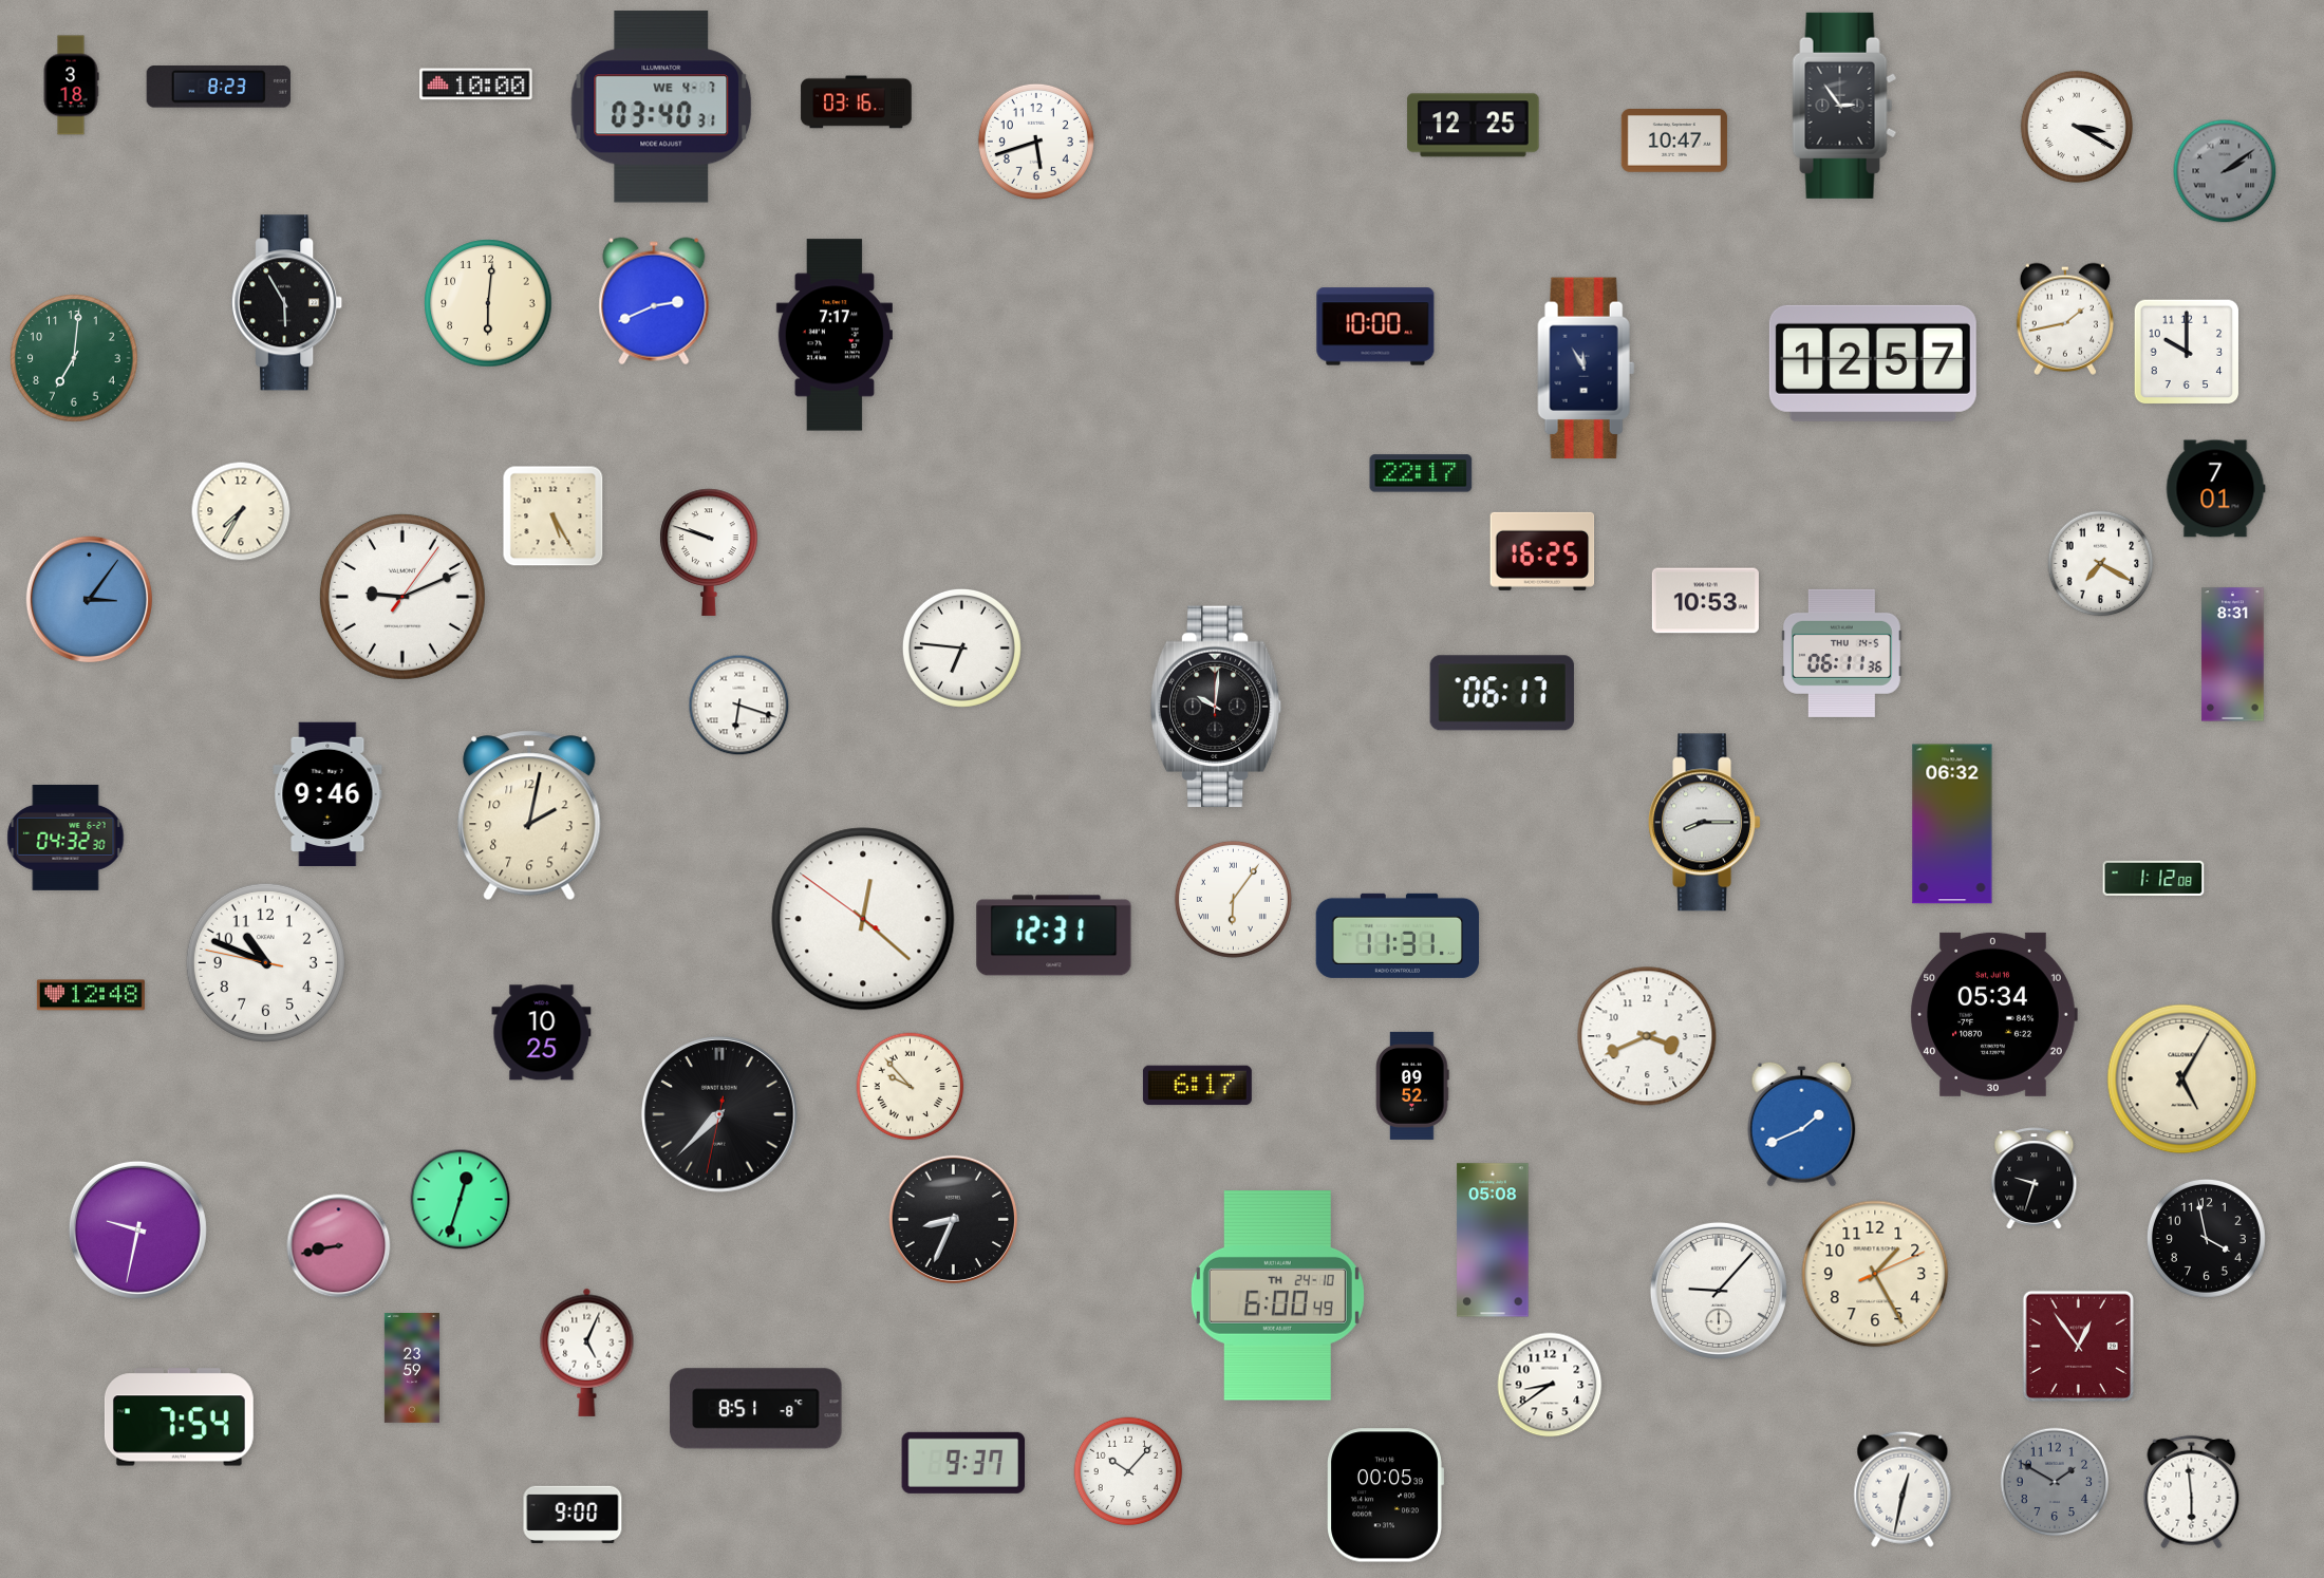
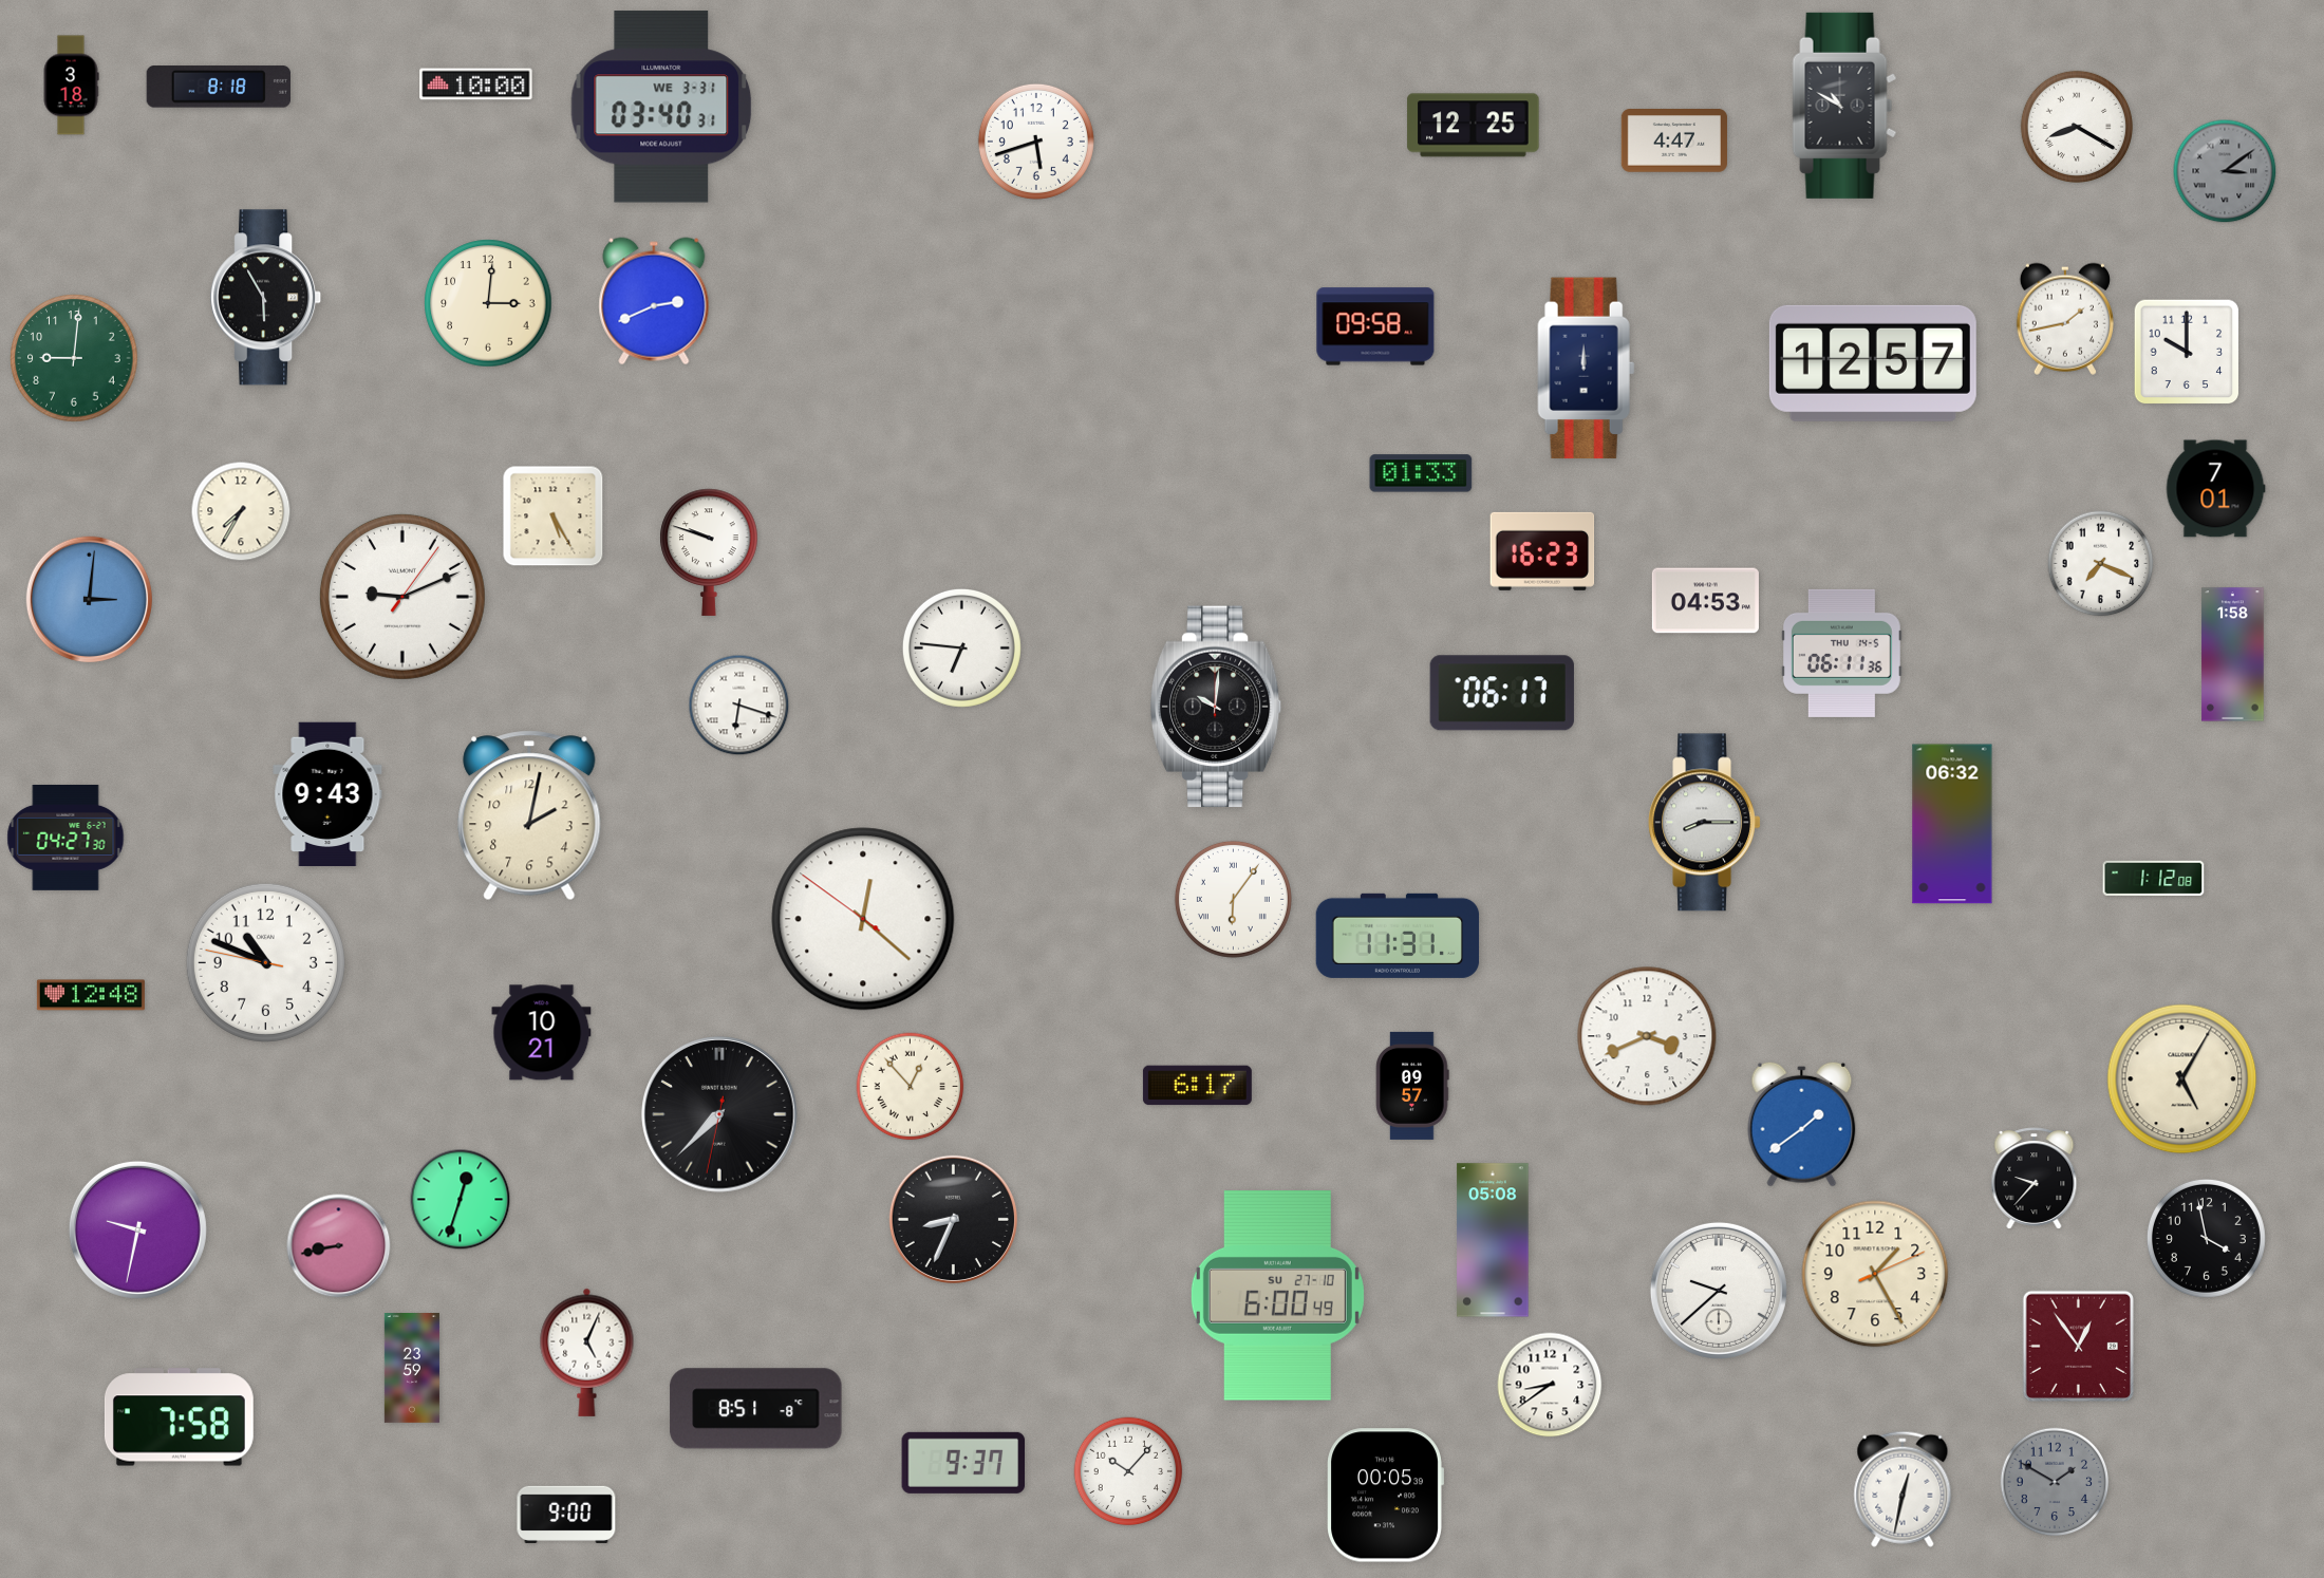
clock at (219, 87): 8:23 -> 8:18
clock at (857, 102): 03:16 -> none
clock at (1844, 106): 2:54 -> 10:50
clock at (661, 107) date: WE 4-7 -> WE 3-31
clock at (2077, 127): 3:20 -> 8:20
clock at (1674, 142): 10:47 -> 4:47
clock at (2225, 171): 2:09 -> 3:09
clock at (287, 303) position: (287, 303) -> (266, 298)
clock at (488, 303): 6:01 -> 3:01
clock at (1375, 326): 10:00 -> 09:58
clock at (835, 335): 7:17 -> none
clock at (74, 358): 7:01 -> 9:01
clock at (1587, 369): 11:55 -> 12:00
clock at (1421, 473): 22:17 -> 01:33
clock at (1542, 551): 16:25 -> 16:23
clock at (2101, 564): 7:20 -> 7:19
clock at (89, 599): 3:06 -> 3:01
clock at (1705, 601): 10:53 -> 04:53
clock at (2233, 655): 8:31 -> 1:58
clock at (327, 794): 9:46 -> 9:43
clock at (65, 838): 04:32 -> 04:27
clock at (1054, 936): 12:31 -> none
clock at (1993, 1014): 05:34 -> none
clock at (542, 1033): 10:25 -> 10:21
clock at (1412, 1086): 09:52 -> 09:57
clock at (911, 1087): 9:53 -> 12:53
clock at (1802, 1124): 1:41 -> 1:39
clock at (2035, 1179): 9:33 -> 9:37
clock at (1719, 1291): 9:07 -> 9:38
clock at (1277, 1296) date: TH 24-10 -> SU 27-10
clock at (179, 1417): 7:54 -> 7:58
clock at (2192, 1492): 5:59 -> none
clock at (573, 1515) position: (573, 1515) -> (566, 1515)
